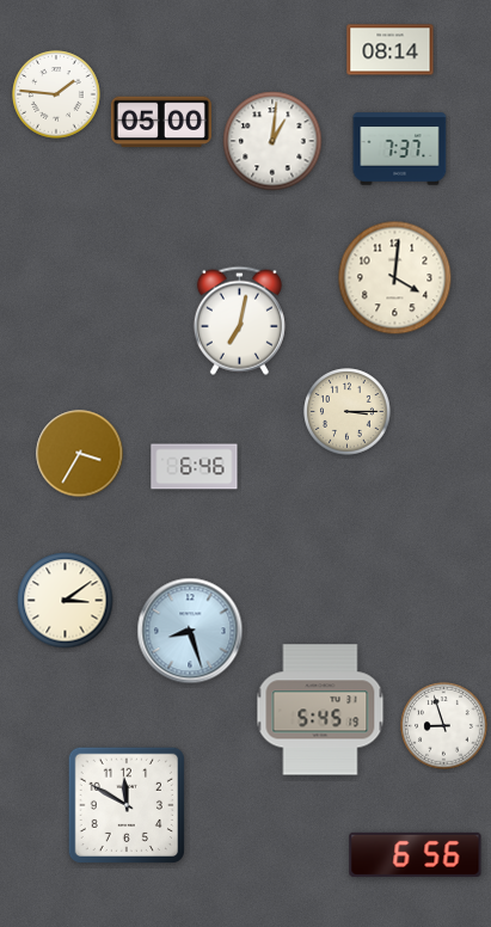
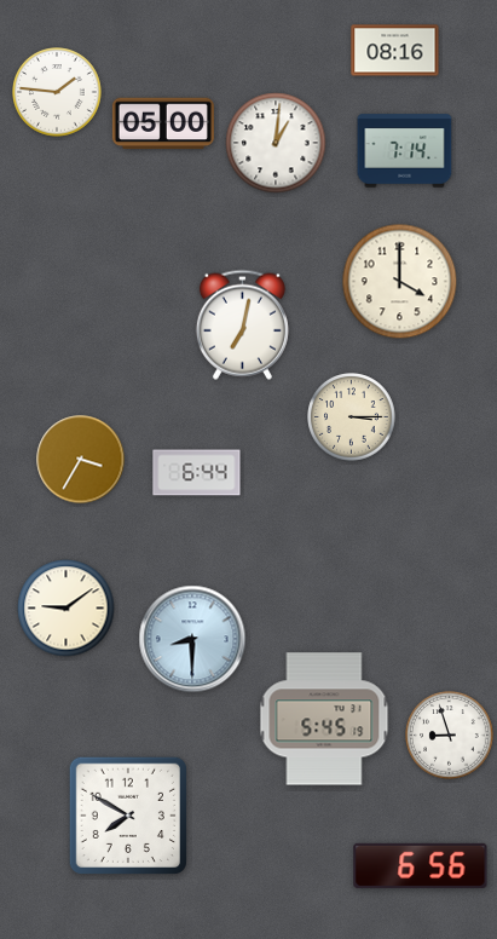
clock at (391, 50): 08:14 -> 08:16
clock at (56, 94) position: (56, 94) -> (57, 92)
clock at (400, 149): 7:37 -> 7:14
clock at (395, 278): 4:01 -> 4:00
clock at (195, 467): 6:46 -> 6:44
clock at (66, 601): 3:09 -> 9:09
clock at (190, 631): 8:27 -> 8:30
clock at (127, 805): 11:50 -> 7:50
